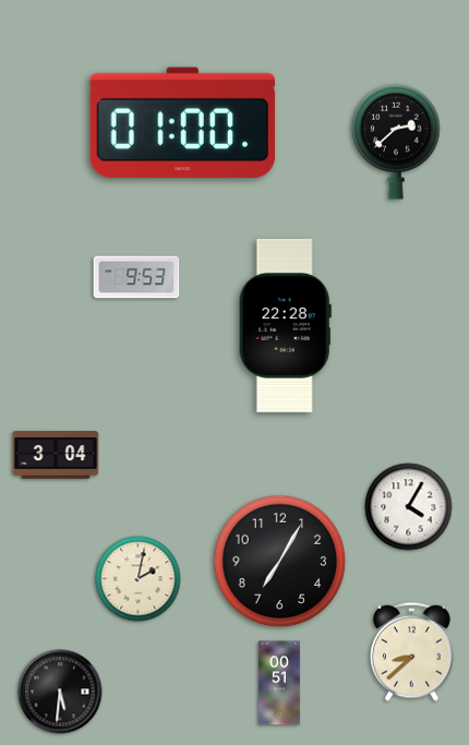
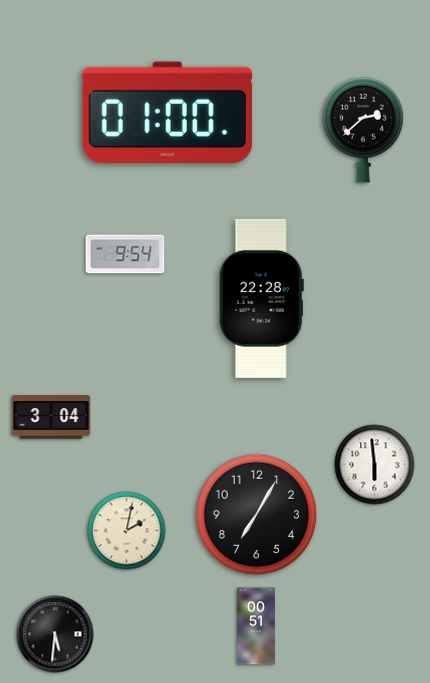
clock at (136, 277): 9:53 -> 9:54
clock at (409, 507): 4:05 -> 5:59
clock at (412, 651): 8:38 -> none
